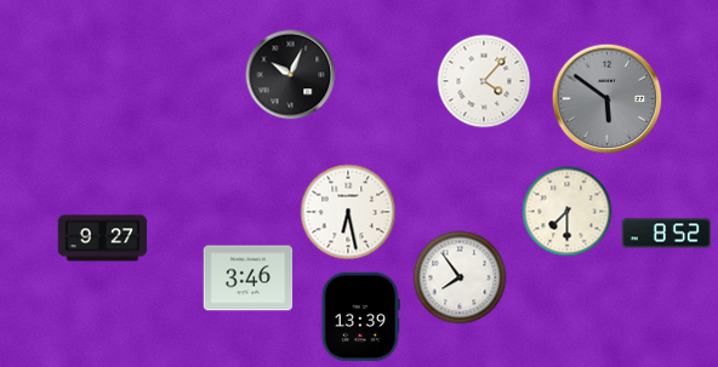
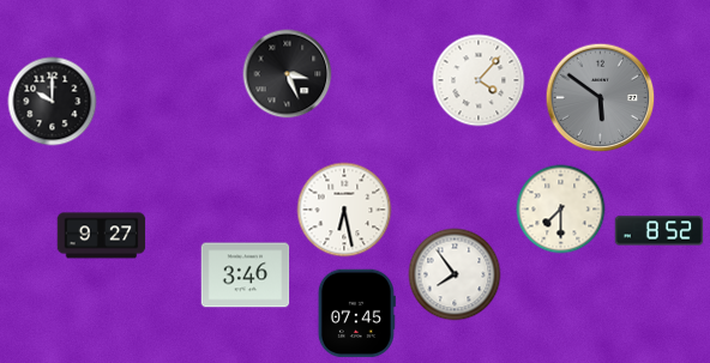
clock at (291, 75): 10:04 -> 3:26
clock at (53, 102): none -> 10:00
clock at (360, 317): 13:39 -> 07:45
